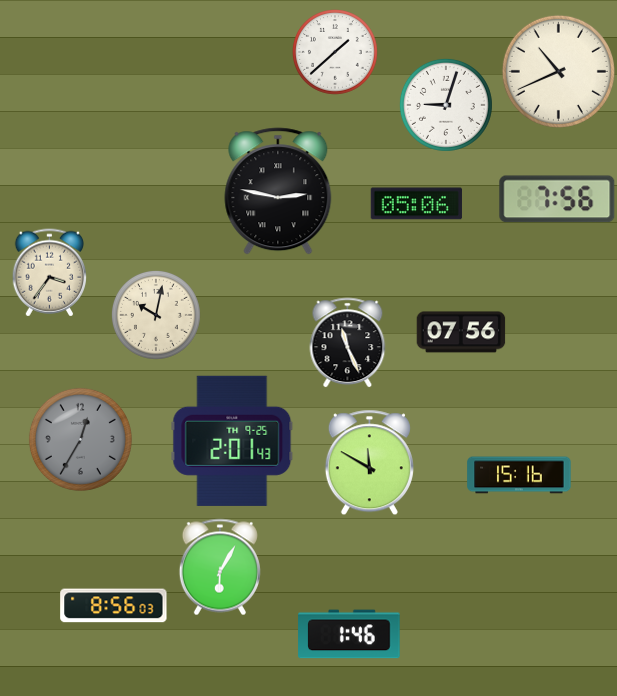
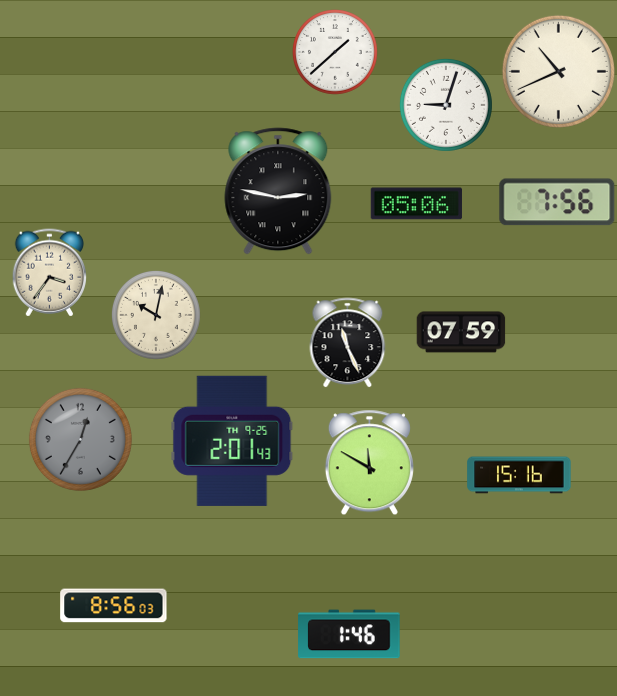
clock at (557, 199) position: (557, 199) -> (557, 202)
clock at (461, 332): 07:56 -> 07:59
clock at (220, 567): 6:05 -> none
